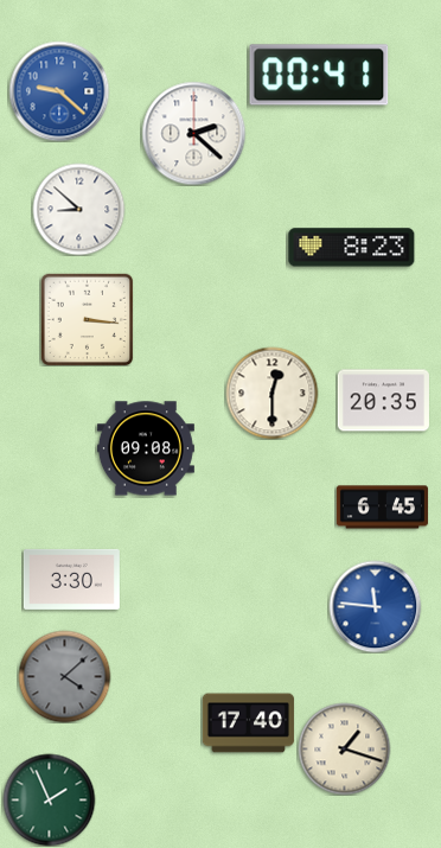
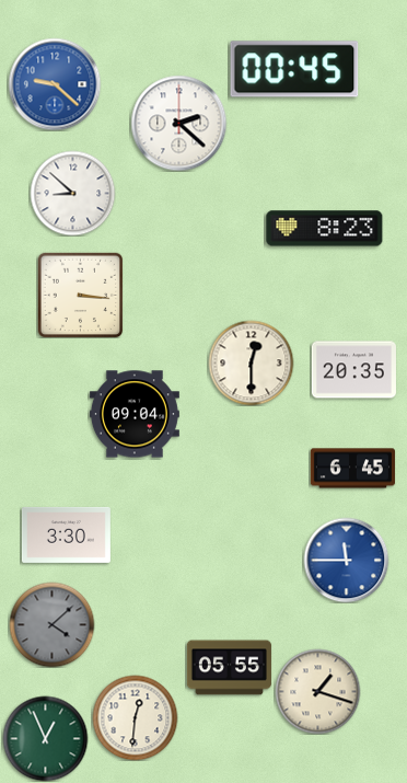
clock at (319, 75): 00:41 -> 00:45
clock at (146, 448): 09:08 -> 09:04
clock at (375, 606): 11:46 -> 11:45
clock at (64, 676) position: (64, 676) -> (51, 624)
clock at (248, 723): 17:40 -> 05:55
clock at (135, 717): none -> 12:31
clock at (49, 799): 1:56 -> 12:56
